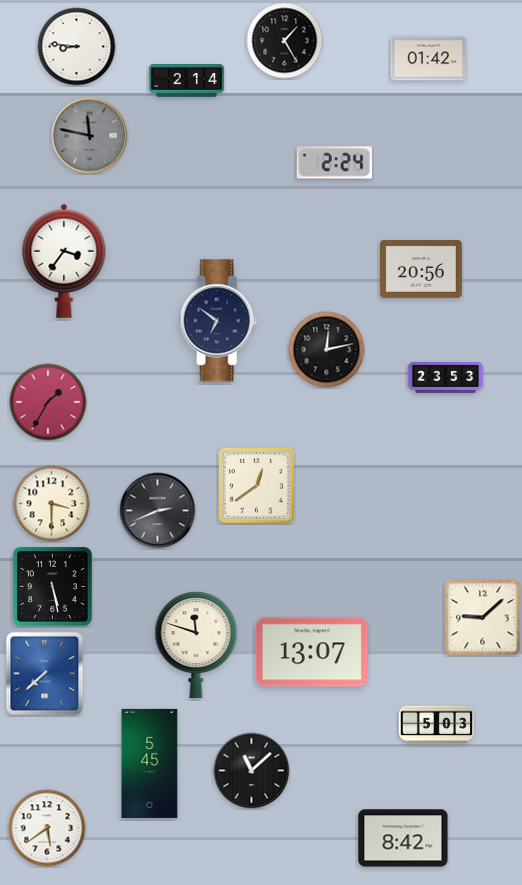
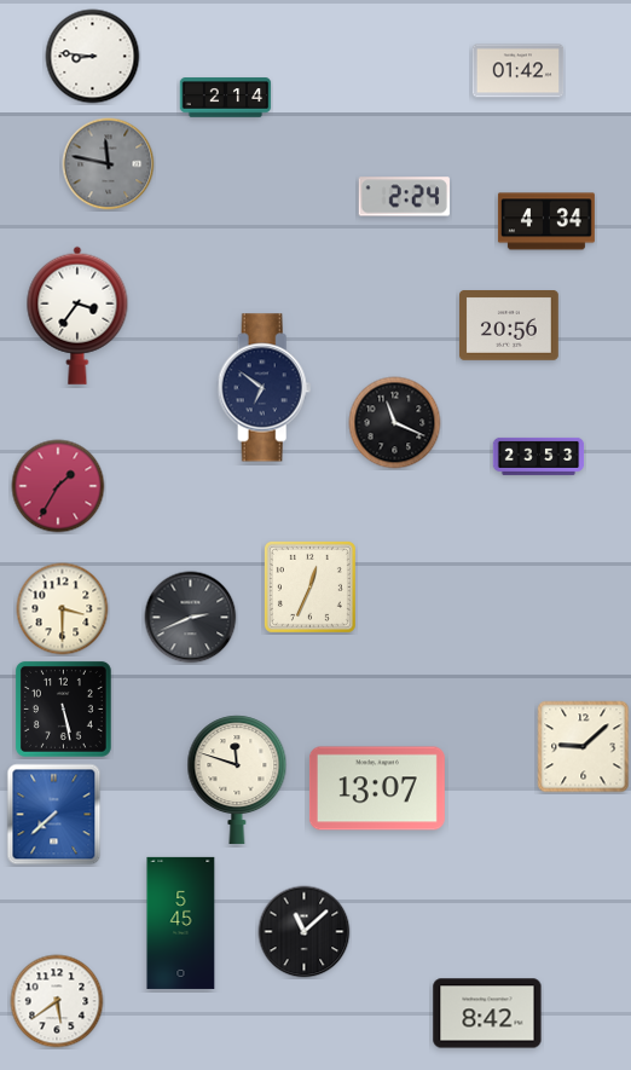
clock at (285, 41): 1:25 -> none
clock at (546, 221): none -> 4:34
clock at (327, 350): 12:13 -> 11:19
clock at (256, 485): 12:39 -> 12:34
clock at (437, 725): 5:03 -> none
